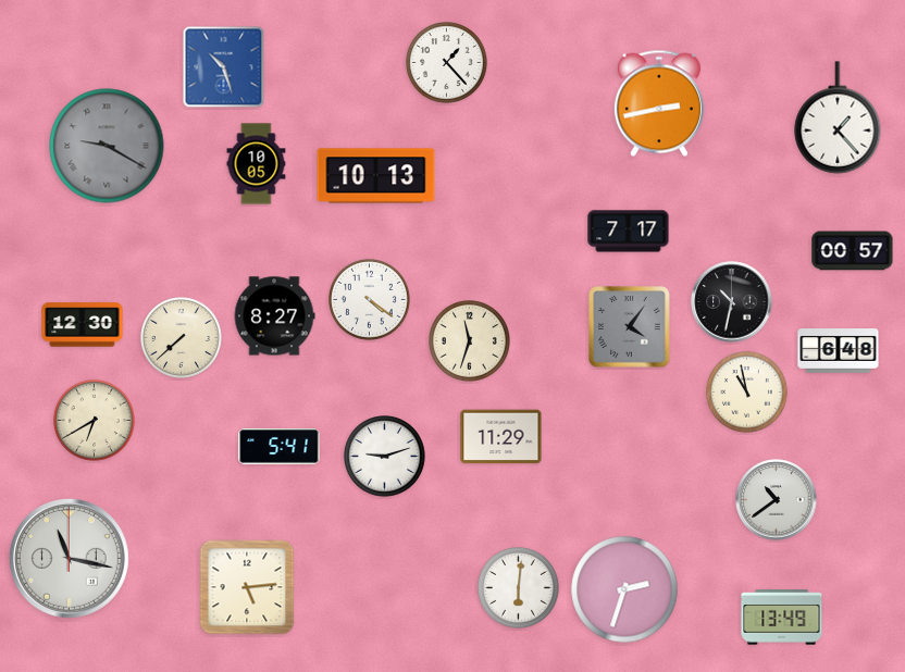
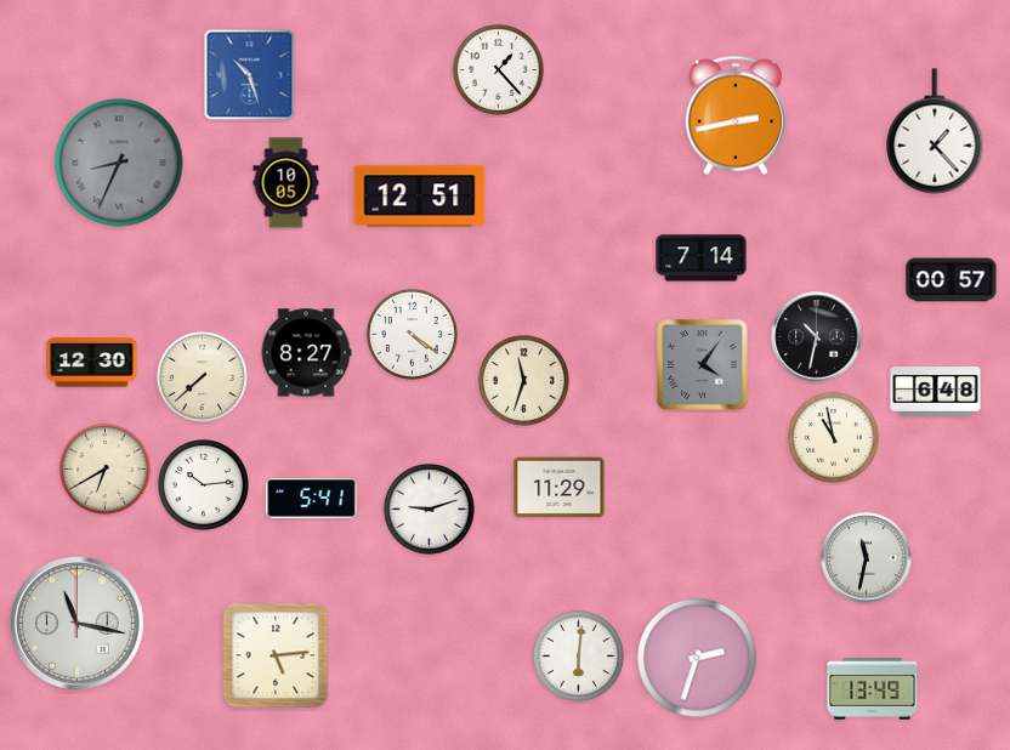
clock at (107, 146): 9:20 -> 8:34
clock at (376, 176): 10:13 -> 12:51
clock at (629, 232): 7:17 -> 7:14
clock at (204, 485): none -> 10:14
clock at (777, 500): 10:39 -> 11:32
